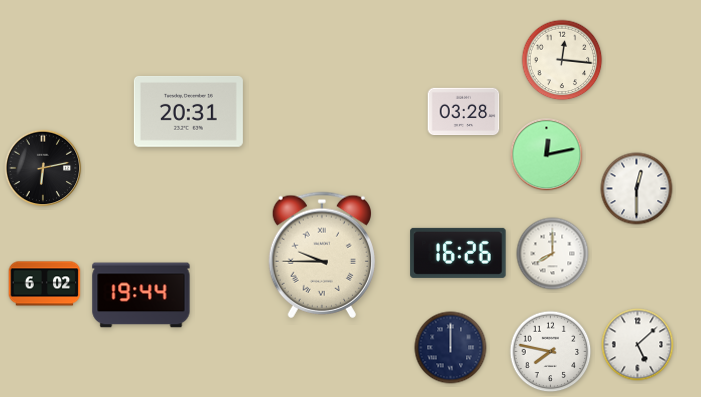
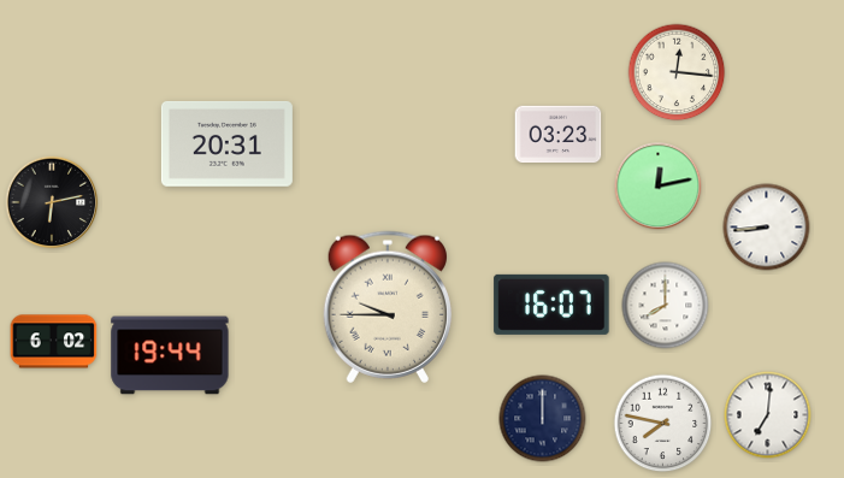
clock at (188, 112) position: (188, 112) -> (226, 144)
clock at (464, 112): 03:28 -> 03:23
clock at (637, 189): 12:30 -> 8:44
clock at (458, 253): 16:26 -> 16:07
clock at (638, 345): 5:08 -> 7:01
